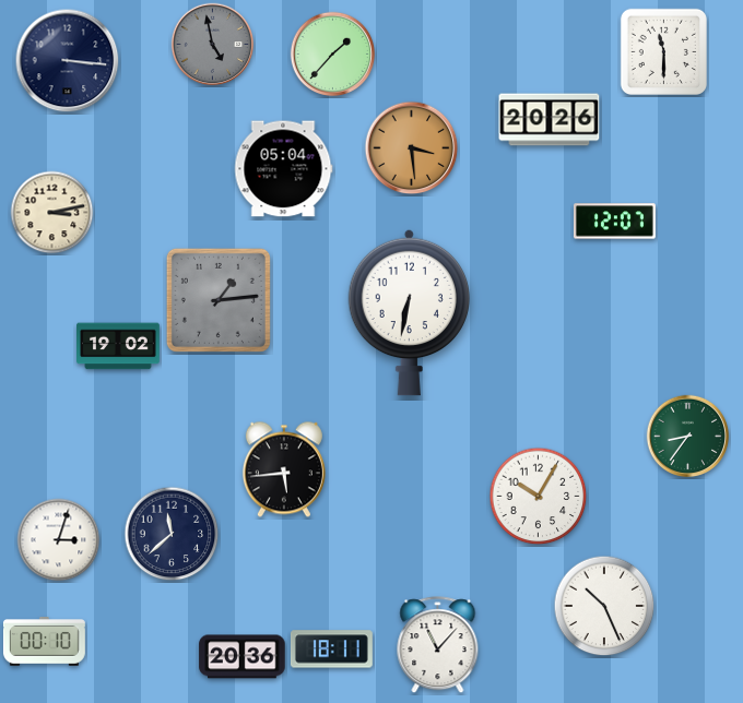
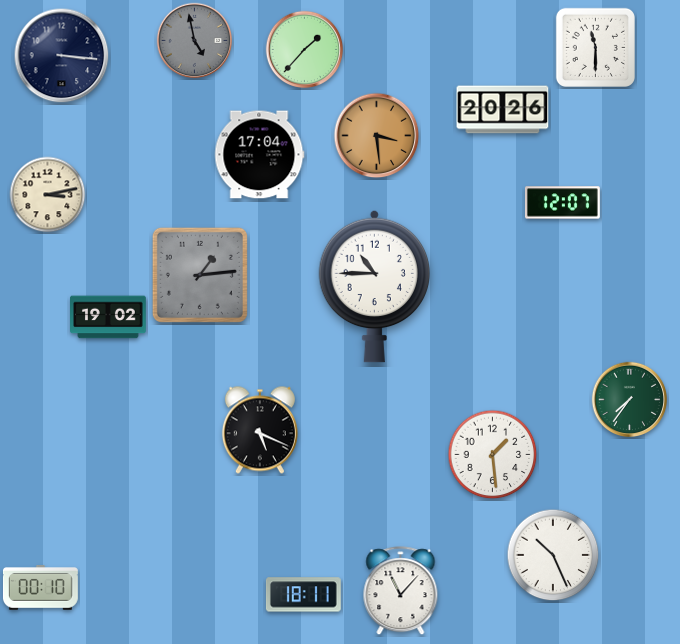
clock at (663, 51) position: (663, 51) -> (595, 47)
clock at (283, 169): 05:04 -> 17:04
clock at (409, 312): 6:32 -> 10:45
clock at (688, 437): 8:36 -> 7:36
clock at (284, 469): 5:44 -> 5:19
clock at (539, 497): 10:05 -> 1:29
clock at (172, 534): 11:38 -> none
clock at (59, 540): 3:03 -> none
clock at (243, 657): 20:36 -> none
